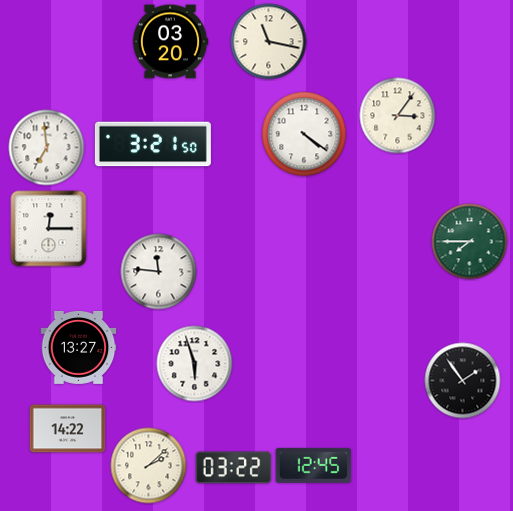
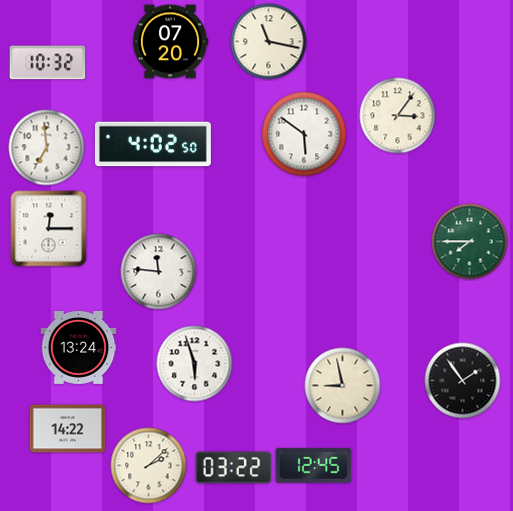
clock at (170, 42): 03:20 -> 07:20
clock at (48, 63): none -> 10:32
clock at (304, 134): 4:21 -> 5:51
clock at (153, 144): 3:21 -> 4:02
clock at (79, 347): 13:27 -> 13:24
clock at (343, 386): none -> 8:58
